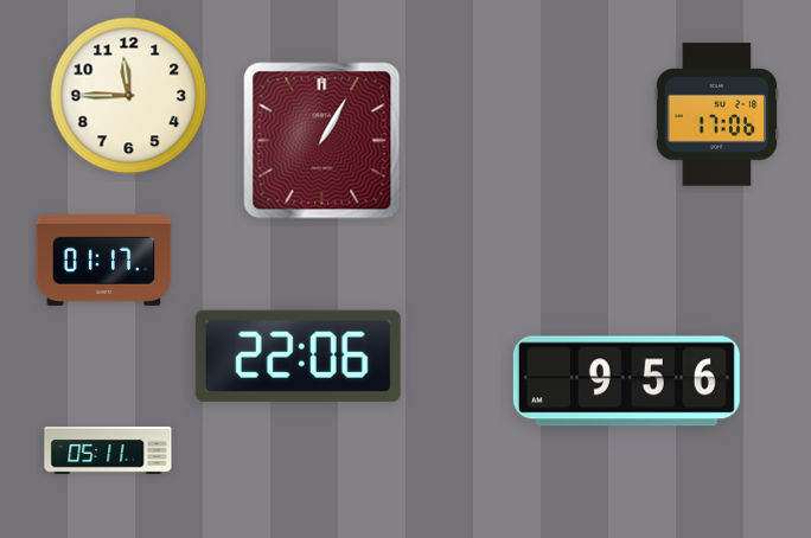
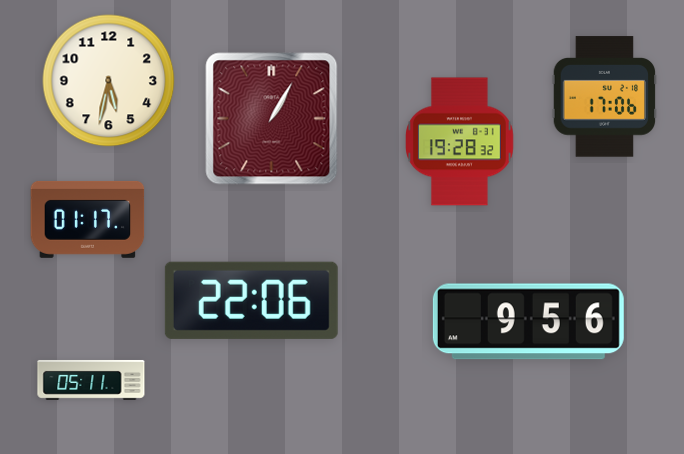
clock at (129, 96): 11:45 -> 5:32
clock at (460, 142): none -> 19:28
